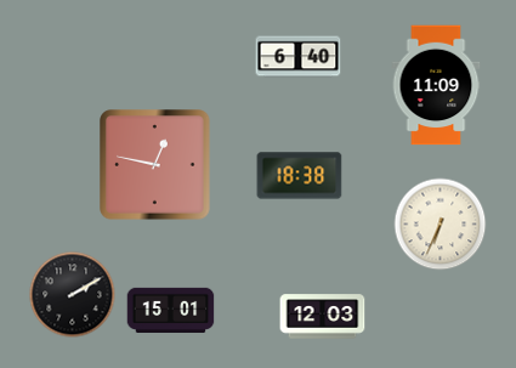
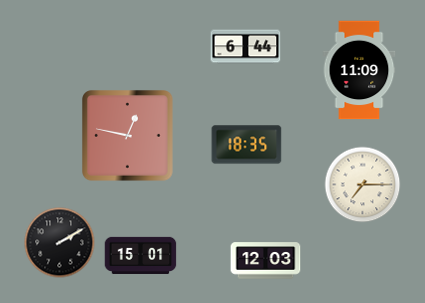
clock at (299, 57): 6:40 -> 6:44
clock at (300, 176): 18:38 -> 18:35
clock at (441, 225): 6:34 -> 7:15
